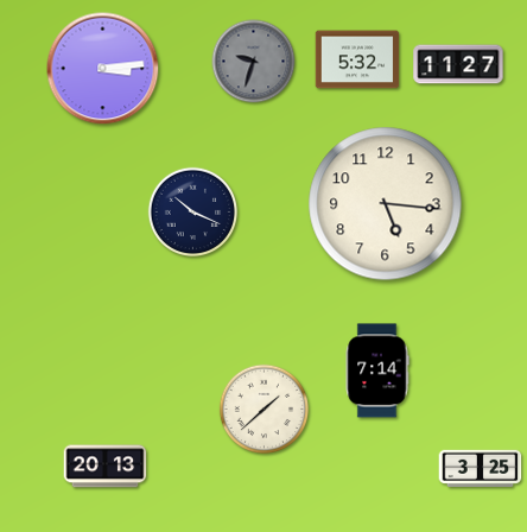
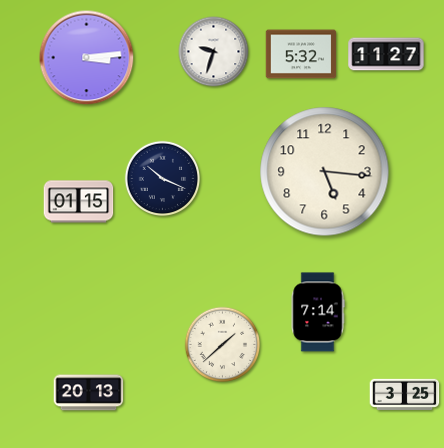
clock at (357, 59) position: (357, 59) -> (301, 54)
clock at (254, 62) dial: grey -> white
clock at (79, 202): none -> 01:15
